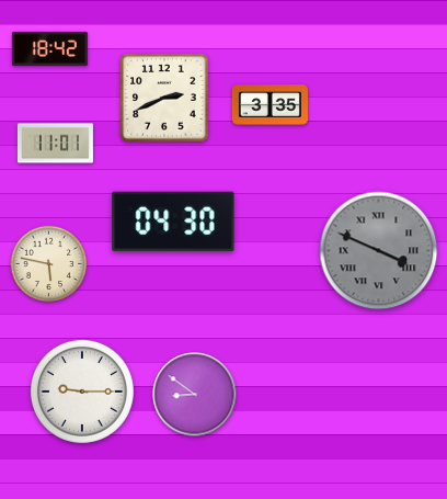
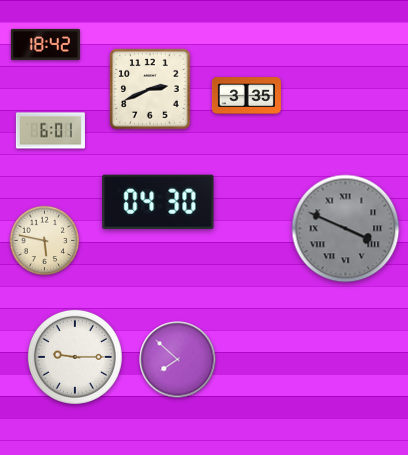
clock at (55, 144): 11:01 -> 6:01
clock at (195, 395): 8:51 -> 7:52
